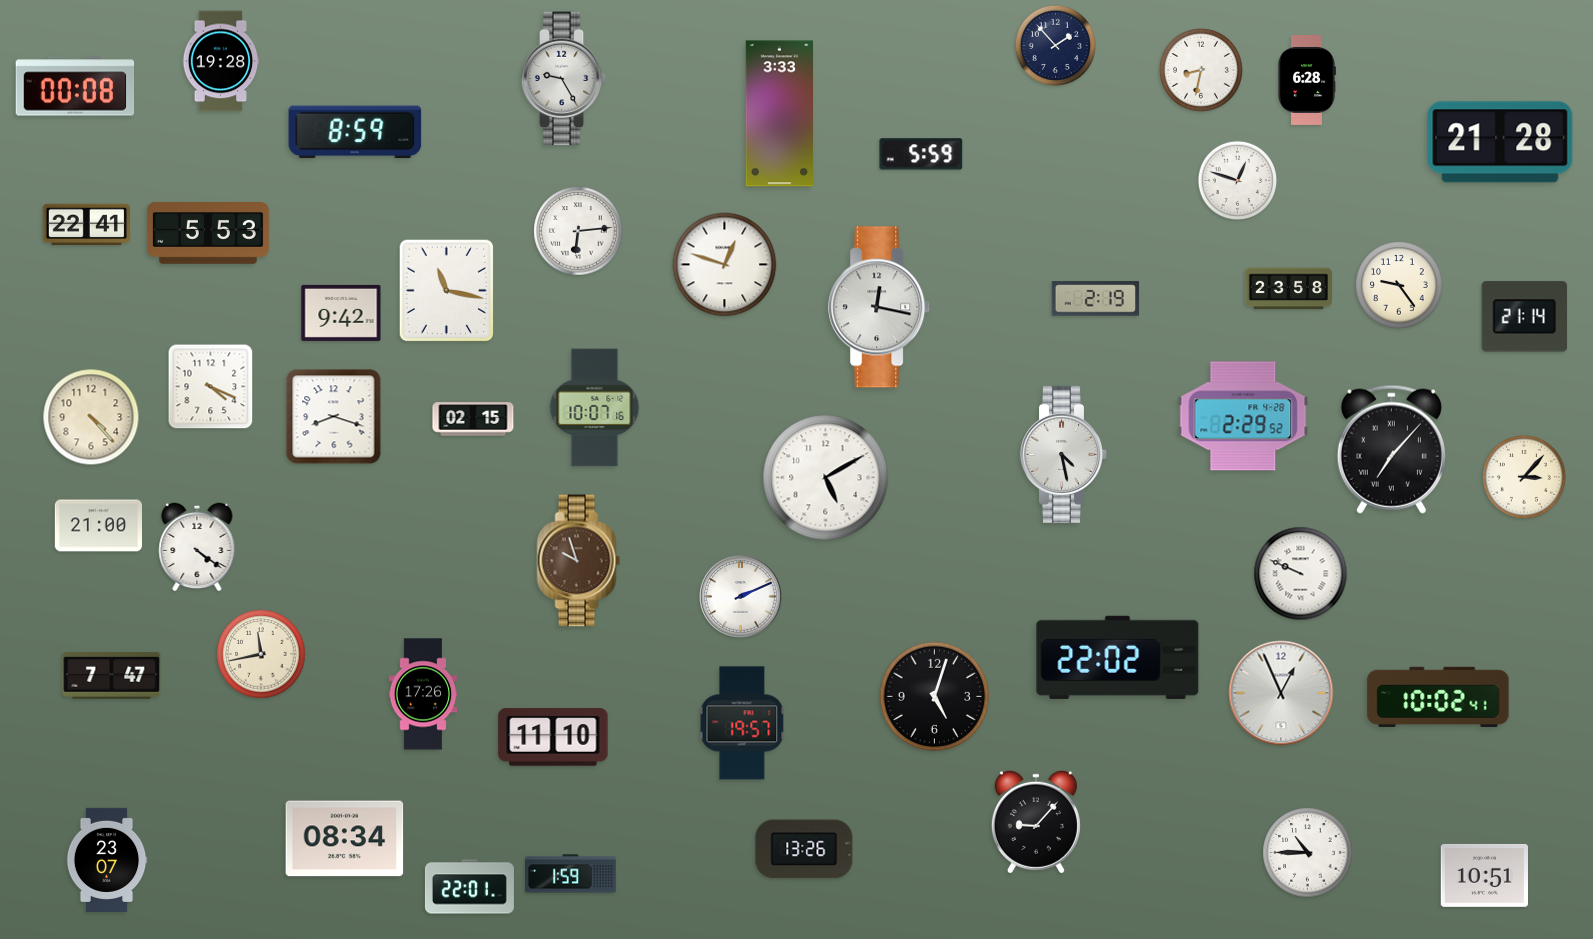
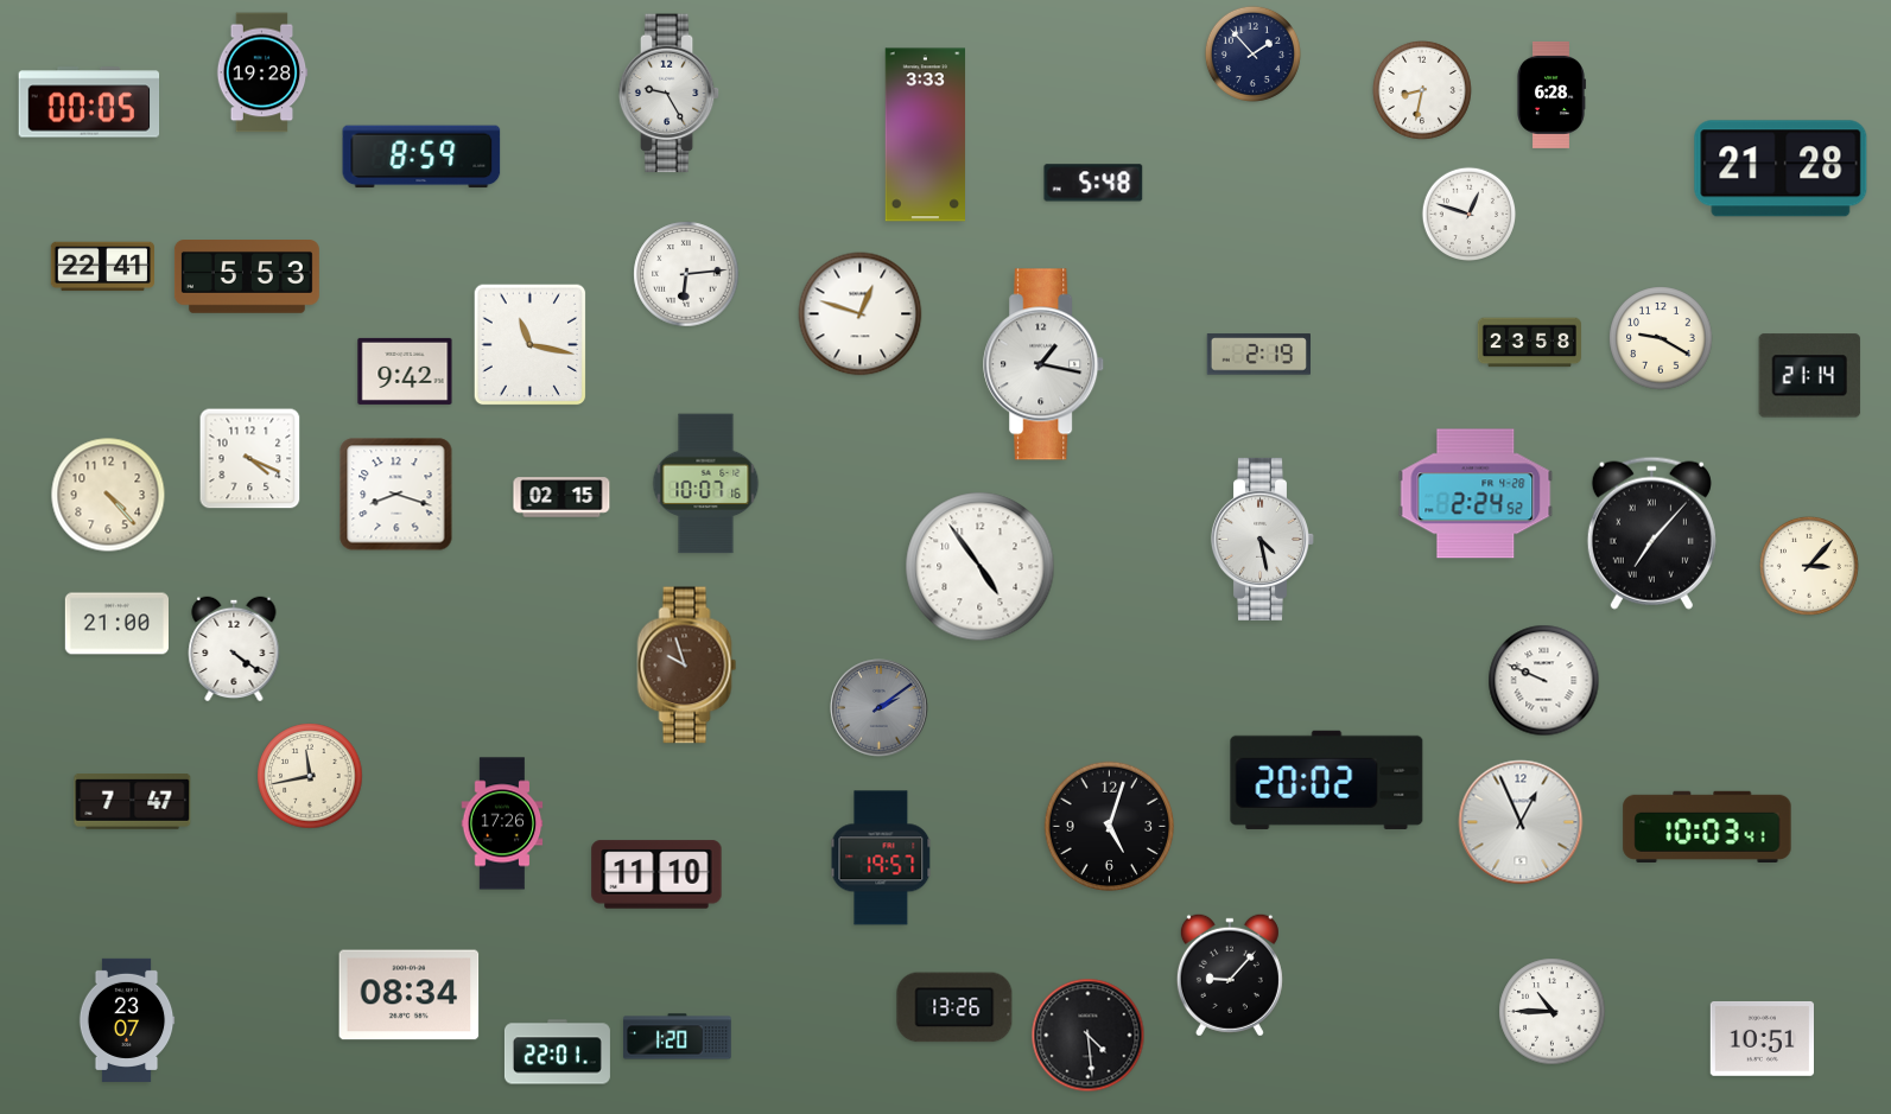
clock at (1201, 70) position: (1201, 70) -> (1422, 90)
clock at (75, 86): 00:08 -> 00:05
clock at (921, 154): 5:59 -> 5:48
clock at (1399, 285): 9:24 -> 9:20
clock at (1095, 299) position: (1095, 299) -> (1258, 355)
clock at (880, 307): 12:17 -> 1:17
clock at (1243, 416): 2:29 -> 2:24
clock at (826, 478): 5:10 -> 4:54
clock at (741, 597): 2:11 -> 2:09
clock at (741, 597) dial: white -> grey
clock at (1118, 657): 22:02 -> 20:02
clock at (1438, 697): 10:02 -> 10:03
clock at (1089, 1036): none -> 4:29
clock at (571, 874): 1:59 -> 1:20
